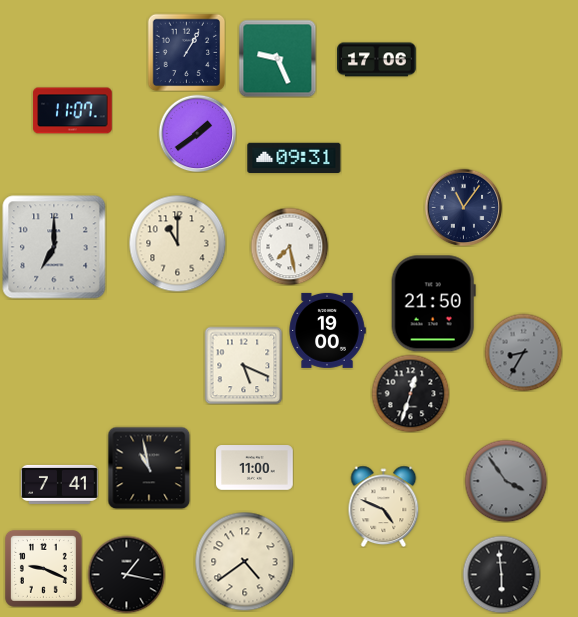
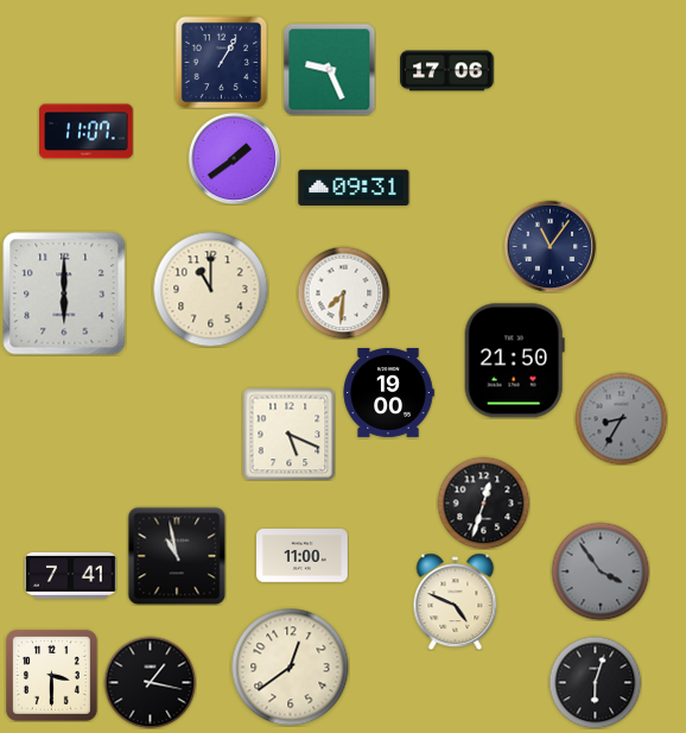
clock at (294, 157) position: (294, 157) -> (354, 187)
clock at (289, 246): 7:28 -> 7:31
clock at (54, 247): 7:00 -> 6:00
clock at (410, 393) position: (410, 393) -> (483, 503)
clock at (245, 562): 4:39 -> 12:39
clock at (43, 568): 9:19 -> 3:30
clock at (501, 574): 5:59 -> 6:03
